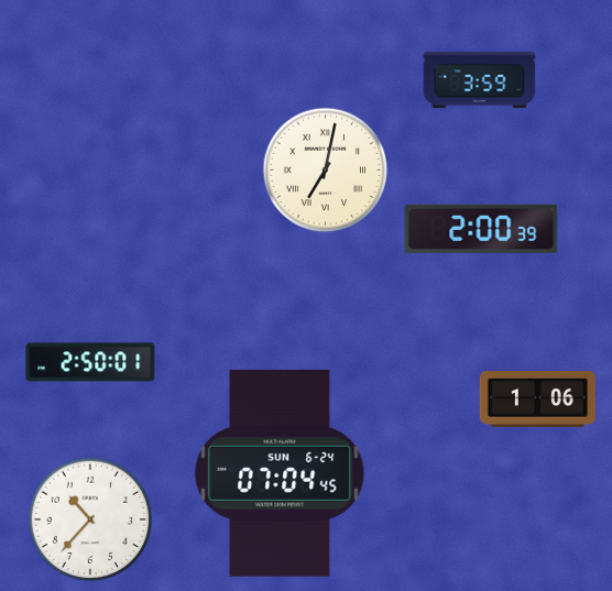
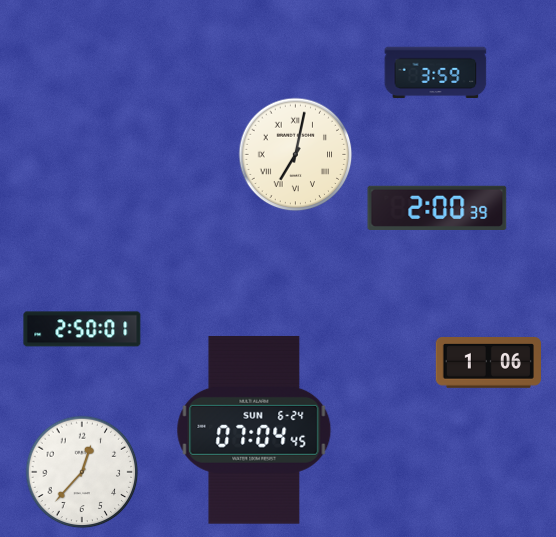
clock at (90, 519): 10:37 -> 12:37
